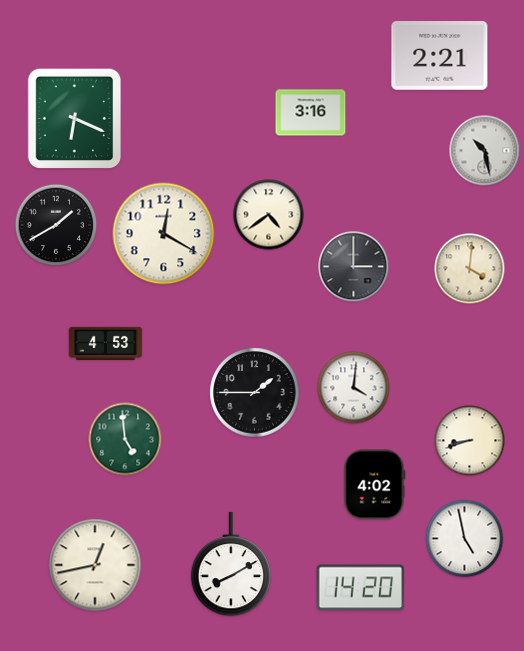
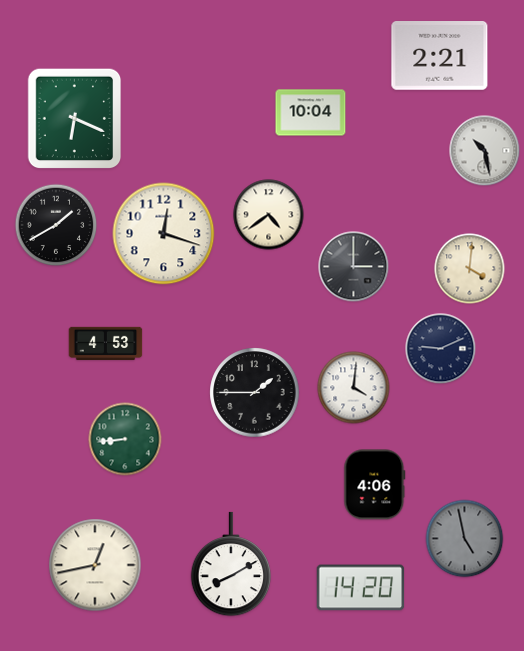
clock at (311, 113): 3:16 -> 10:04
clock at (164, 234): 12:20 -> 12:18
clock at (441, 349): none -> 9:11
clock at (125, 439): 4:59 -> 8:44
clock at (470, 441): 8:42 -> none
clock at (375, 485): 4:02 -> 4:06
clock at (465, 539) dial: white -> grey
